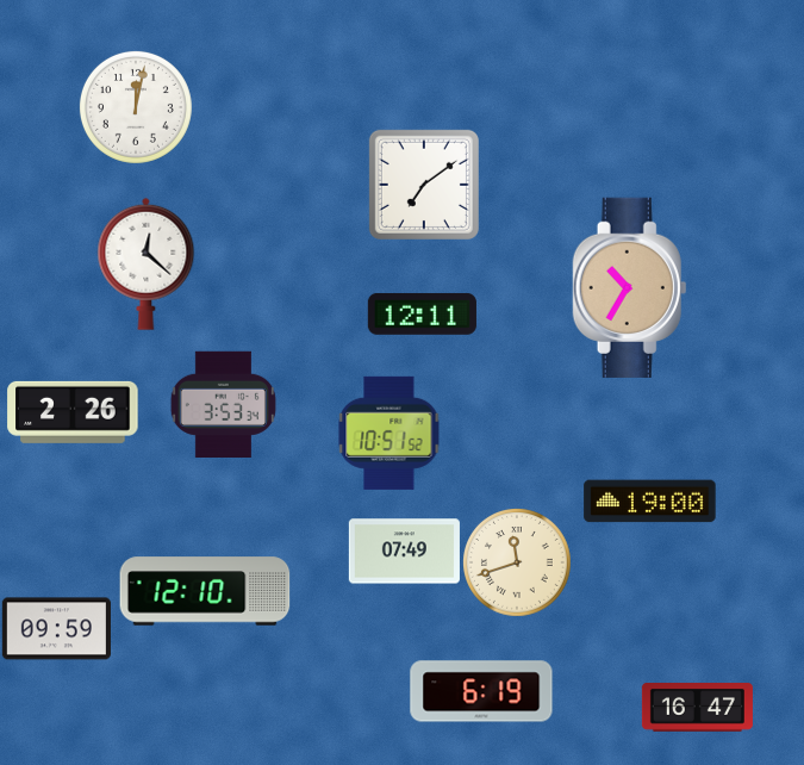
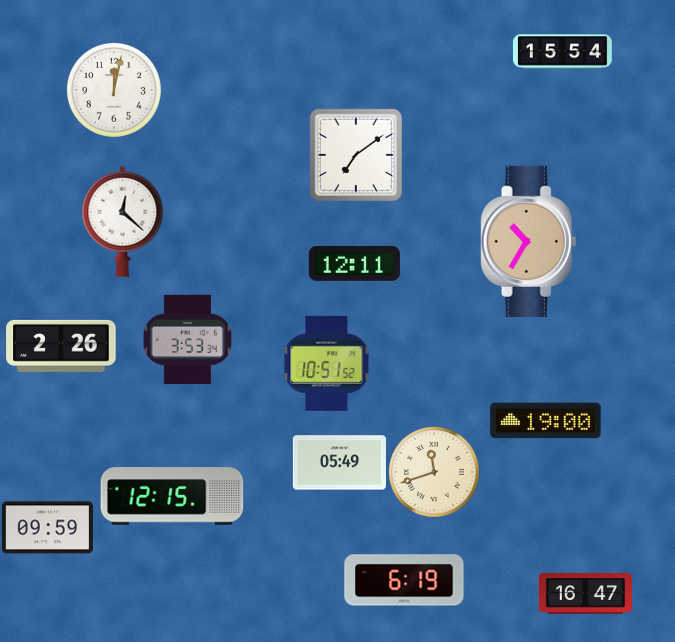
clock at (562, 52): none -> 15:54
clock at (404, 552): 07:49 -> 05:49
clock at (205, 591): 12:10 -> 12:15
